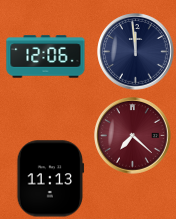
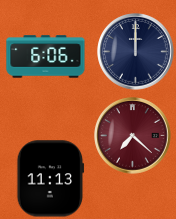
clock at (136, 52): 11:59 -> 12:00
clock at (46, 57): 12:06 -> 6:06
